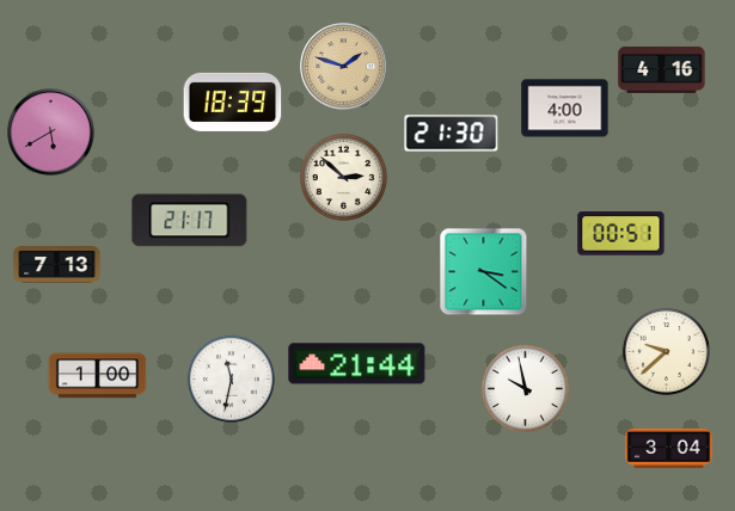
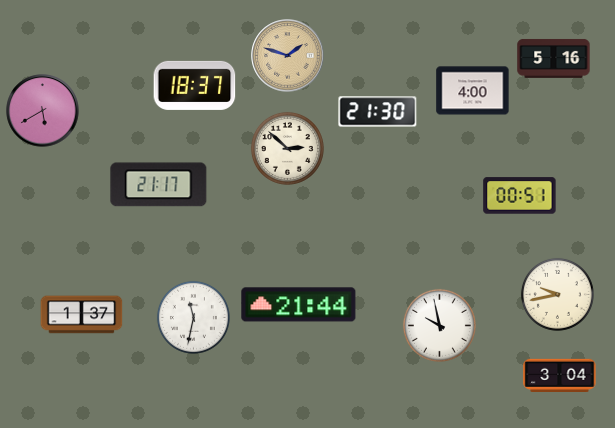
clock at (662, 69): 4:16 -> 5:16
clock at (233, 101): 18:39 -> 18:37
clock at (57, 265): 7:13 -> none
clock at (484, 272): 3:21 -> none
clock at (666, 351): 9:38 -> 9:43
clock at (98, 376): 1:00 -> 1:37
